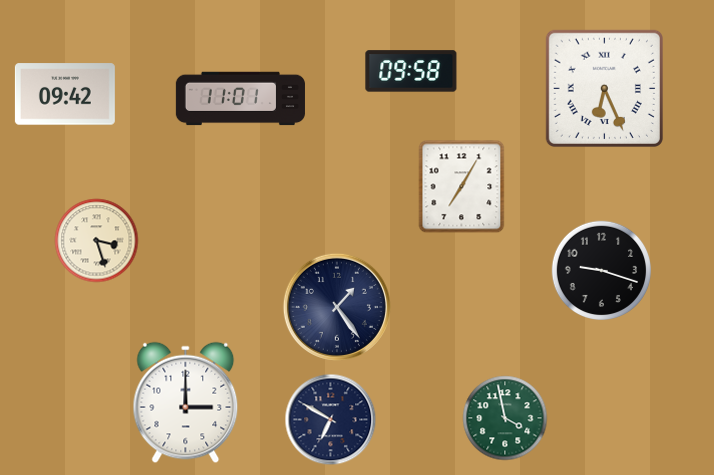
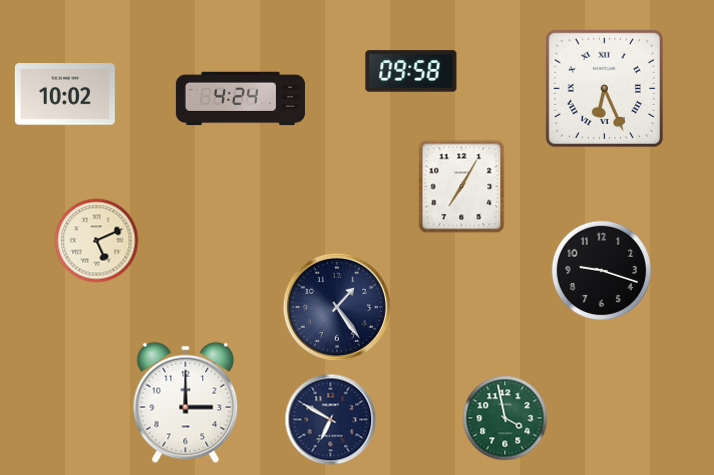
clock at (65, 94): 09:42 -> 10:02
clock at (240, 99): 11:01 -> 4:24
clock at (97, 241): 3:27 -> 5:11
